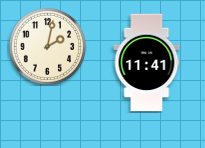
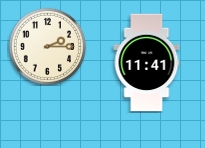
clock at (47, 46): 2:02 -> 2:15
